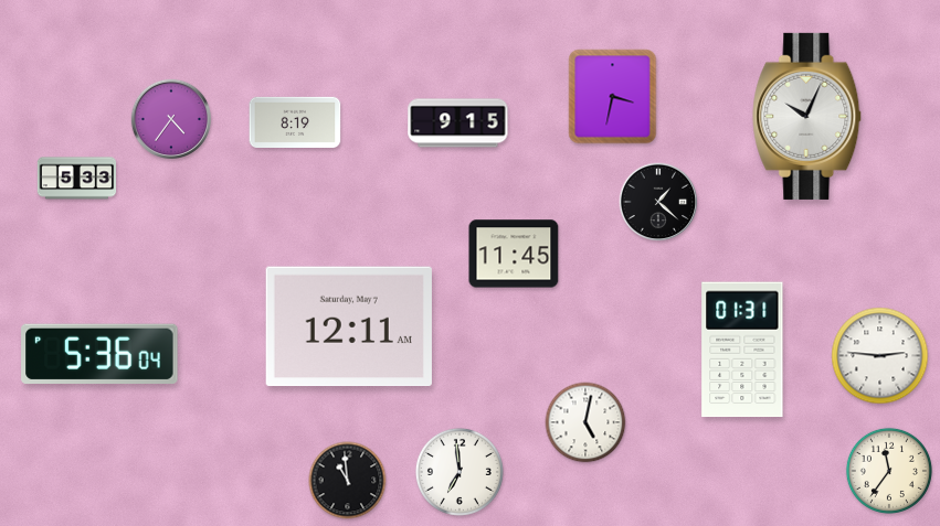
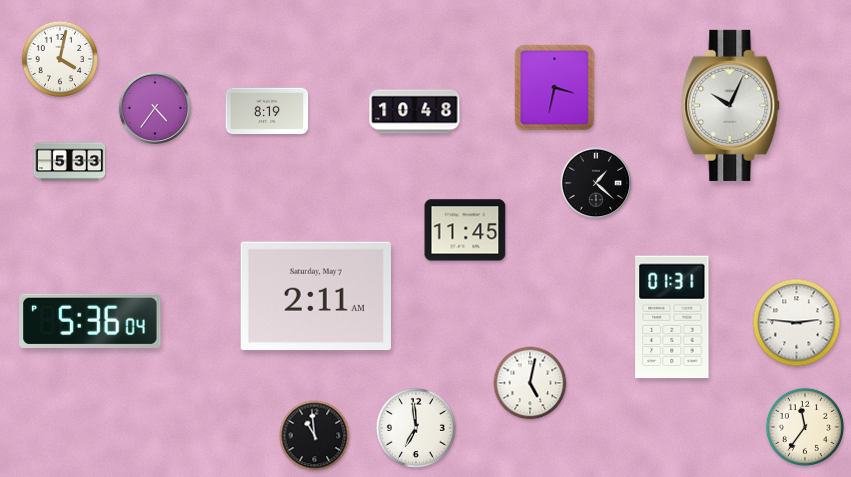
clock at (60, 59): none -> 4:02
clock at (458, 124): 9:15 -> 10:48
clock at (349, 326): 12:11 -> 2:11
